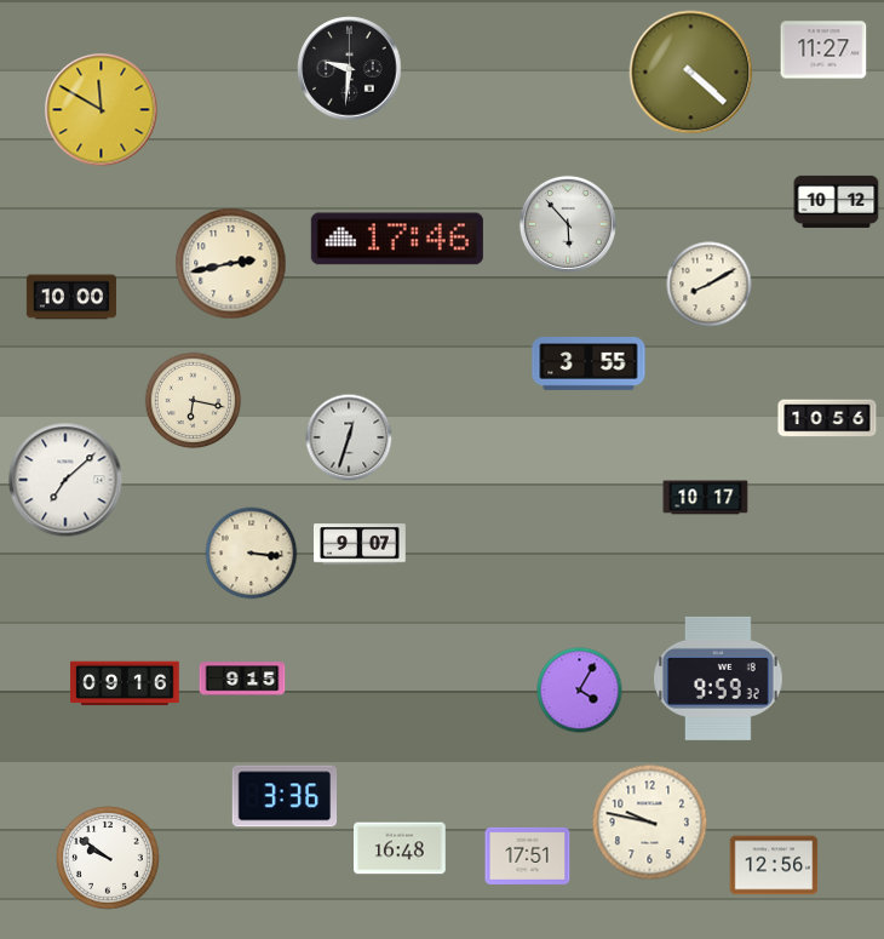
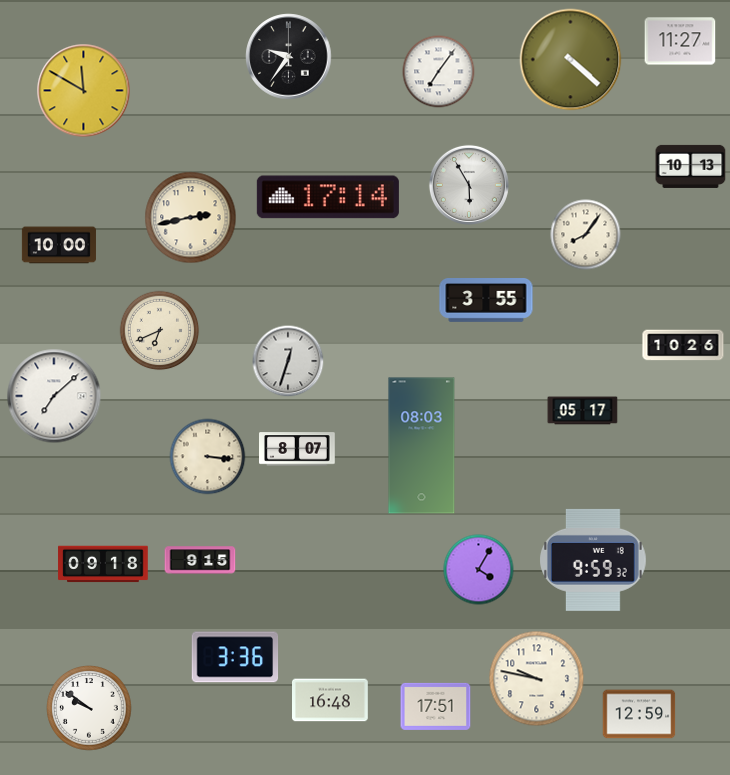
clock at (350, 69): 9:31 -> 9:36
clock at (439, 72): none -> 7:06
clock at (837, 201): 10:12 -> 10:13
clock at (568, 224): 5:53 -> 5:55
clock at (397, 239): 17:46 -> 17:14
clock at (710, 285): 8:10 -> 8:06
clock at (194, 401): 6:17 -> 6:41
clock at (827, 418): 10:56 -> 10:26
clock at (706, 498): 10:17 -> 05:17
clock at (422, 446): none -> 08:03
clock at (361, 544): 9:07 -> 8:07
clock at (125, 683): 09:16 -> 09:18
clock at (774, 865): 12:56 -> 12:59
